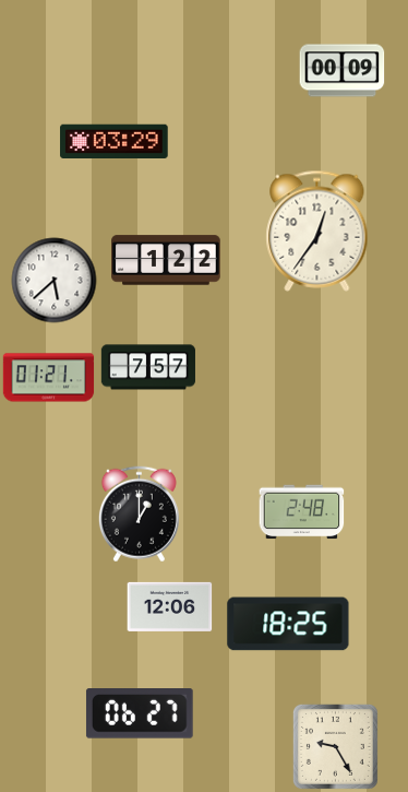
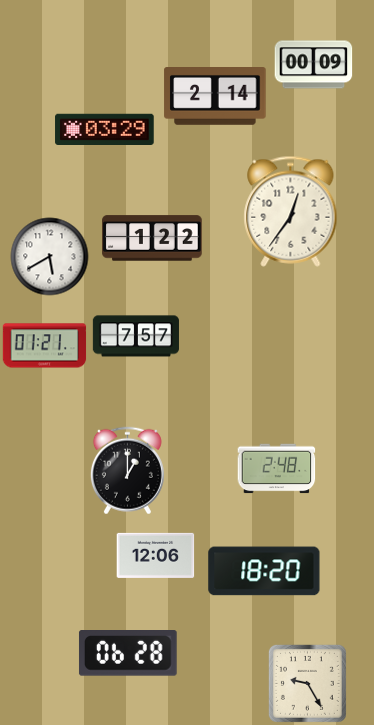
clock at (215, 97): none -> 2:14
clock at (53, 280): 5:38 -> 5:40
clock at (288, 624): 18:25 -> 18:20
clock at (140, 714): 06:27 -> 06:28
